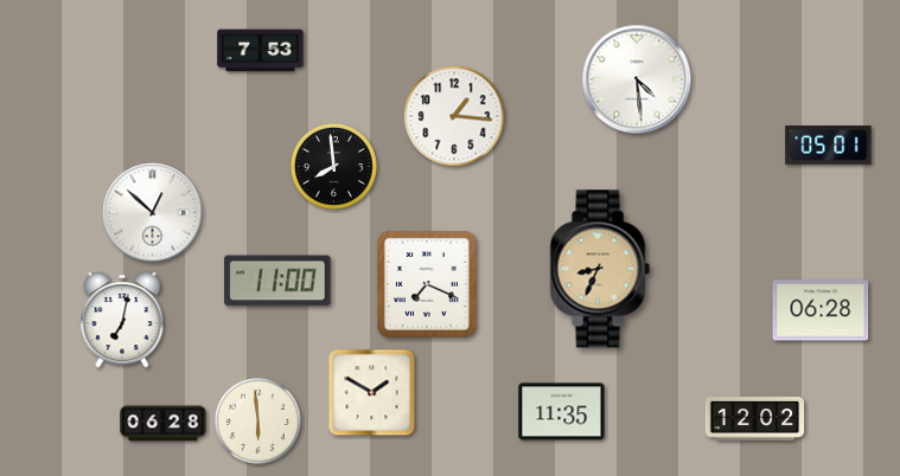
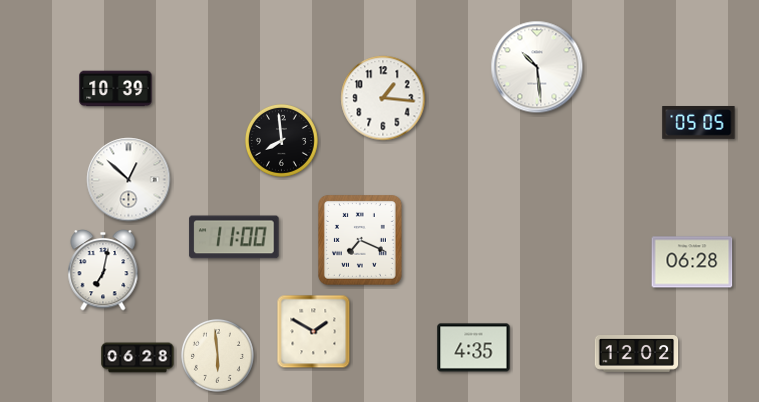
clock at (261, 51): 7:53 -> none
clock at (637, 79): 4:29 -> 10:29
clock at (116, 89): none -> 10:39
clock at (829, 146): 05:01 -> 05:05
clock at (600, 269): 8:34 -> none
clock at (562, 412): 11:35 -> 4:35
